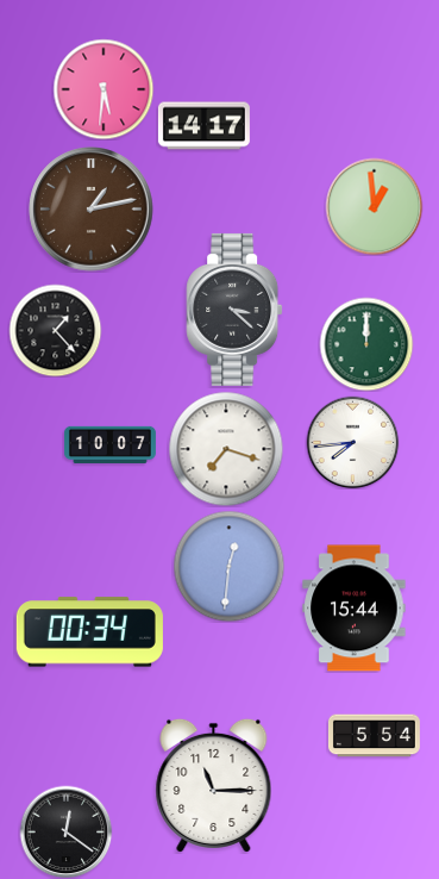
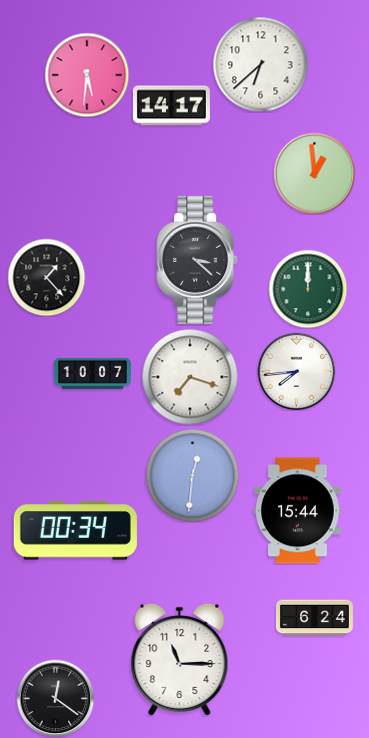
clock at (260, 64): none -> 6:38
clock at (92, 210): 1:13 -> none
clock at (374, 736): 5:54 -> 6:24
